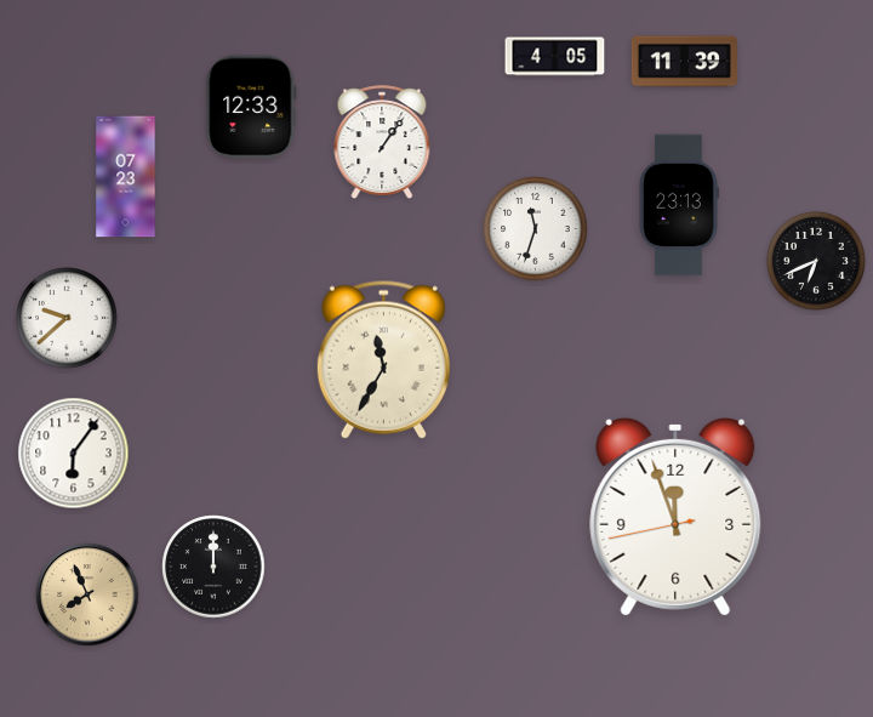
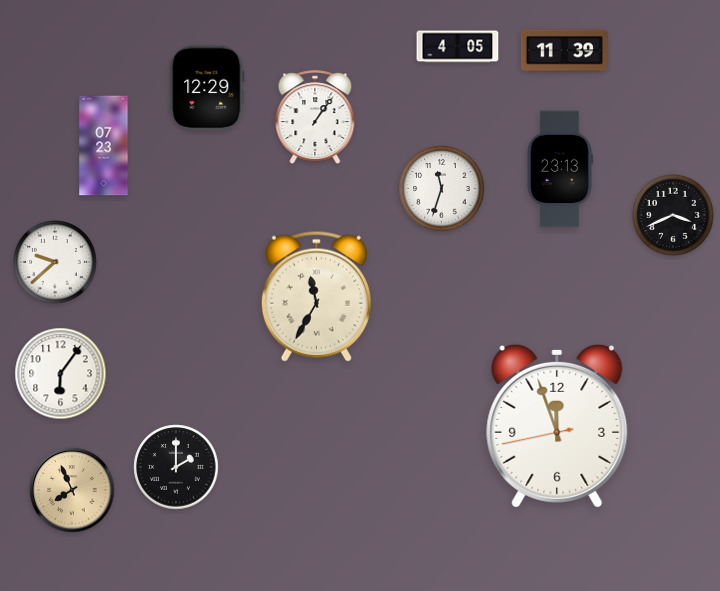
clock at (251, 107): 12:33 -> 12:29
clock at (816, 261): 6:41 -> 3:41
clock at (213, 567): 12:00 -> 2:00
